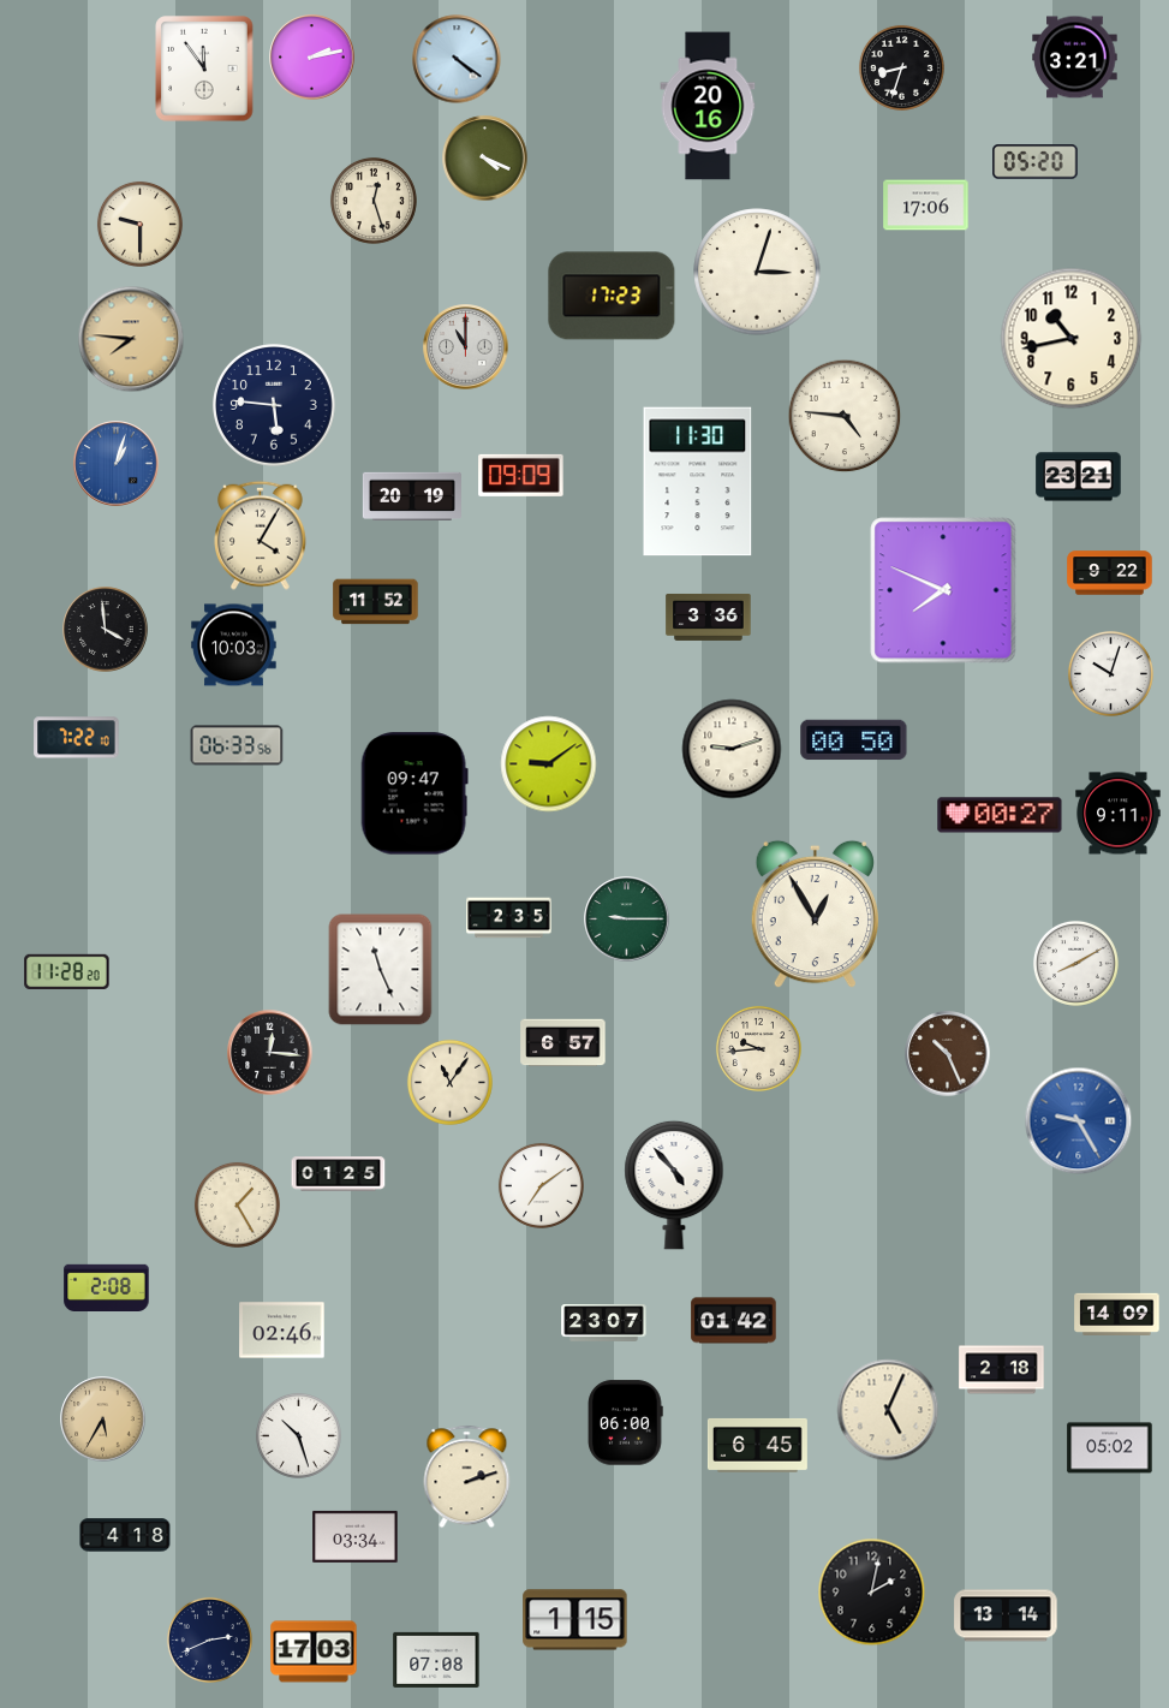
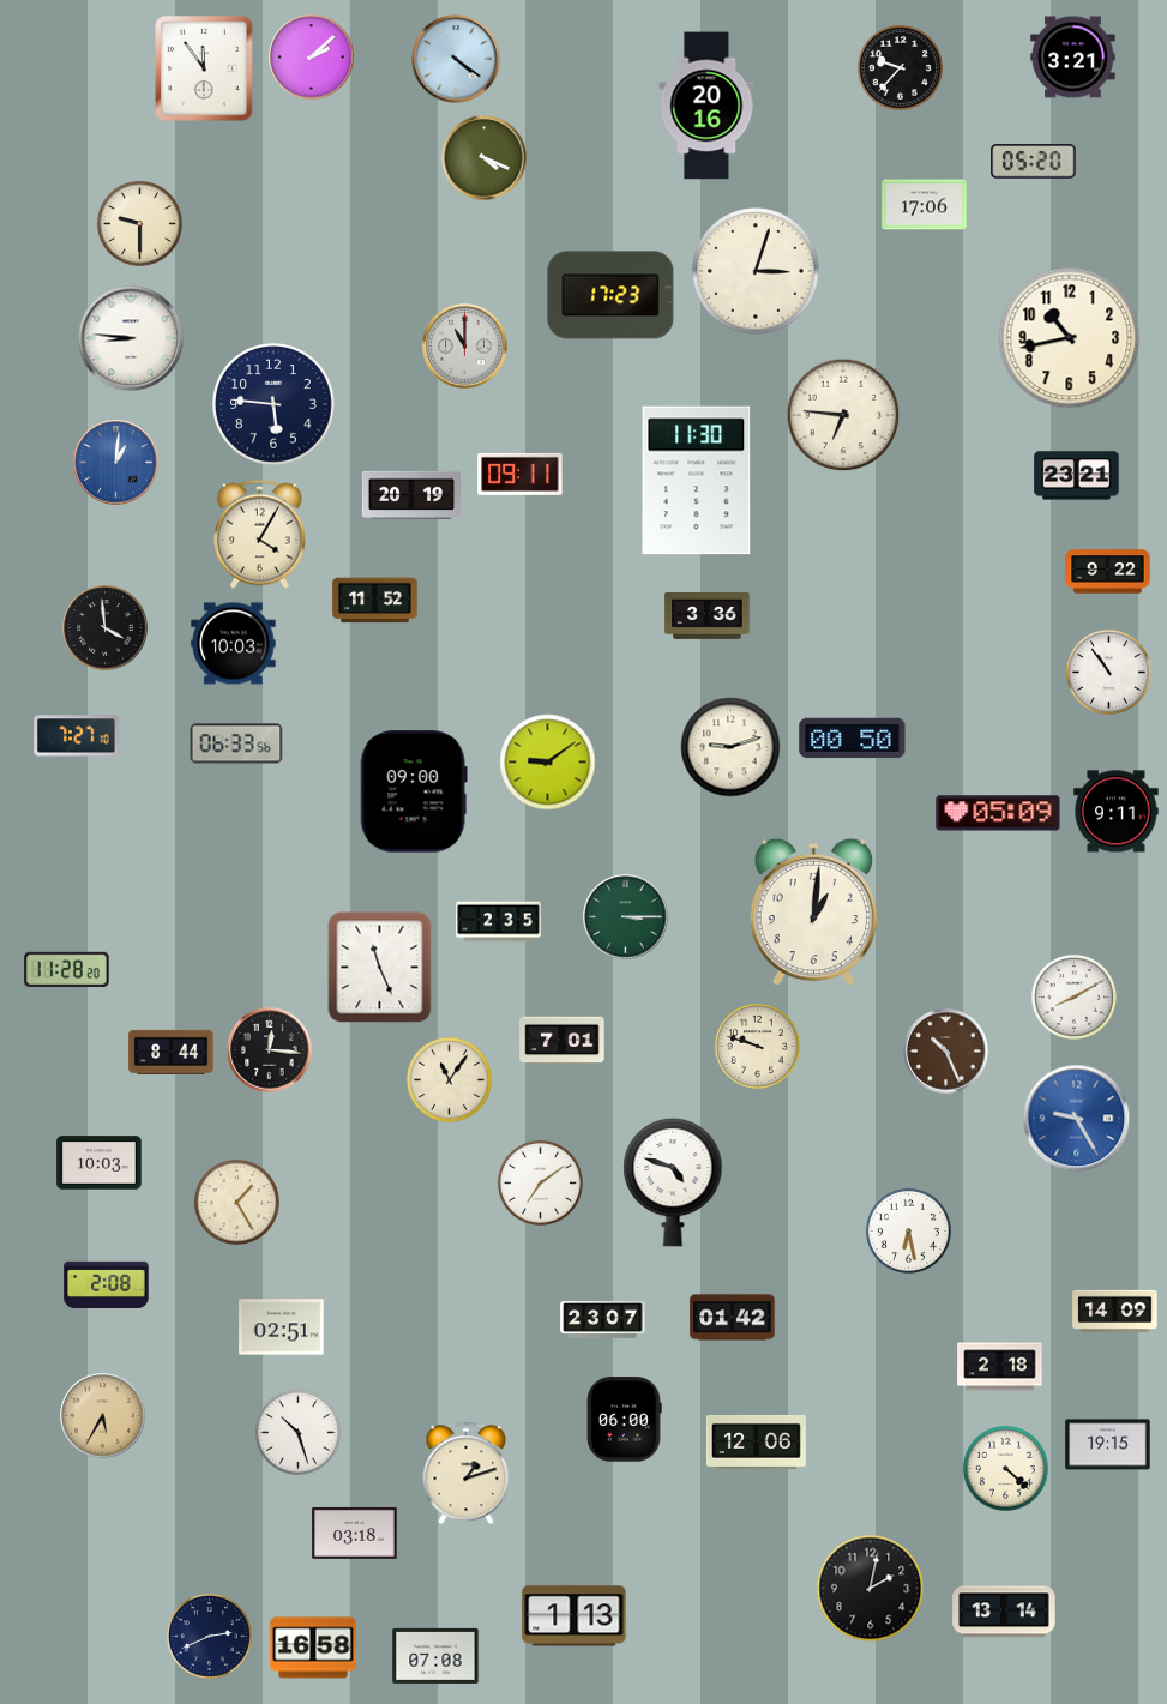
clock at (312, 58): 2:13 -> 2:08
clock at (901, 67): 8:33 -> 9:37
clock at (374, 201): 12:27 -> none
clock at (131, 339): 7:46 -> 8:46
clock at (131, 339) dial: champagne -> white
clock at (845, 416): 4:46 -> 6:46
clock at (117, 464): 1:03 -> 1:01
clock at (521, 475): 09:09 -> 09:11
clock at (943, 590): 7:49 -> none
clock at (1110, 673): 10:03 -> 10:54
clock at (77, 738): 7:22 -> 7:27
clock at (414, 793): 09:47 -> 09:00
clock at (1000, 815): 00:27 -> 05:09
clock at (815, 915): 12:55 -> 1:01
clock at (509, 918) position: (509, 918) -> (499, 922)
clock at (627, 920): 9:15 -> 3:15
clock at (1075, 963) position: (1075, 963) -> (1073, 996)
clock at (563, 1043): 6:57 -> 7:01
clock at (758, 1048): 9:44 -> 9:48
clock at (172, 1052): none -> 8:44
clock at (100, 1163): none -> 10:03
clock at (339, 1174): 01:25 -> none
clock at (674, 1185): 4:53 -> 4:48
clock at (908, 1230): none -> 6:28
clock at (282, 1331): 02:46 -> 02:51
clock at (888, 1410): 5:04 -> none
clock at (757, 1445): 6:45 -> 12:06
clock at (1110, 1448): 05:02 -> 19:15
clock at (1005, 1468): none -> 4:22
clock at (467, 1477): 2:12 -> 1:12
clock at (125, 1535): 4:18 -> none
clock at (356, 1536): 03:34 -> 03:18
clock at (575, 1620): 1:15 -> 1:13
clock at (314, 1652): 17:03 -> 16:58
